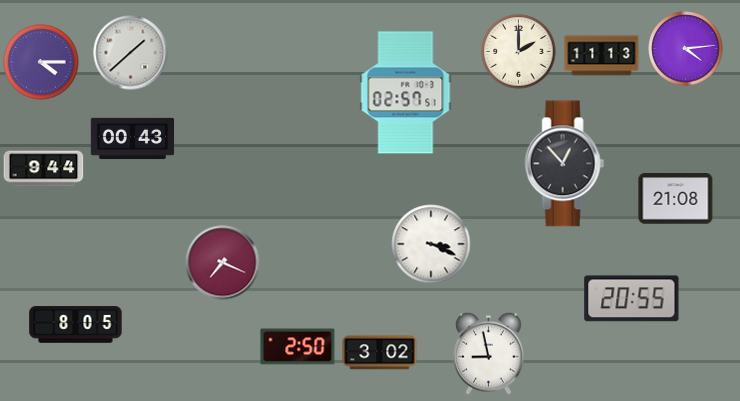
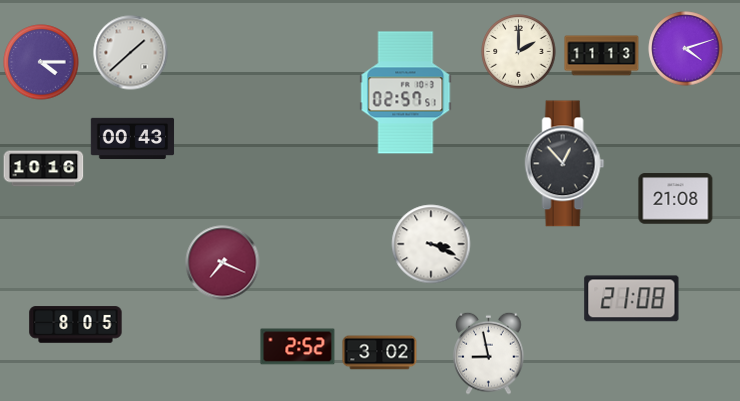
clock at (686, 49): 4:14 -> 4:12
clock at (44, 169): 9:44 -> 10:16
clock at (632, 299): 20:55 -> 21:08
clock at (298, 347): 2:50 -> 2:52
